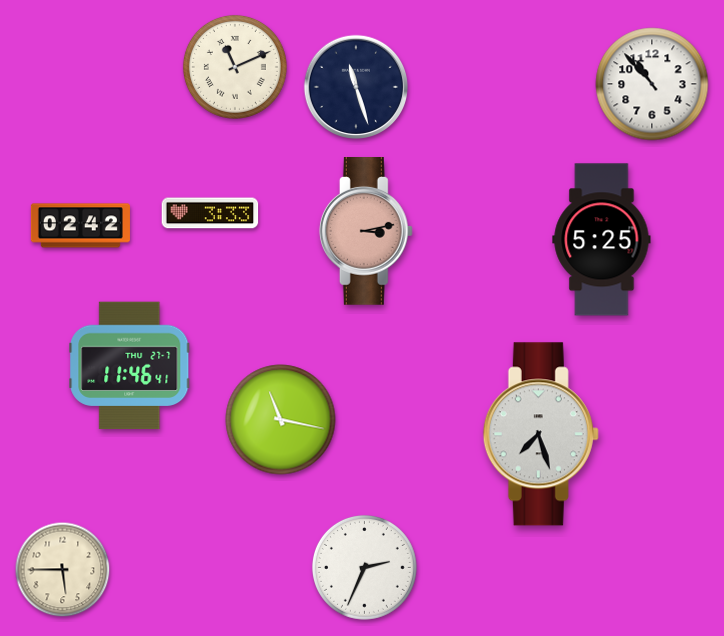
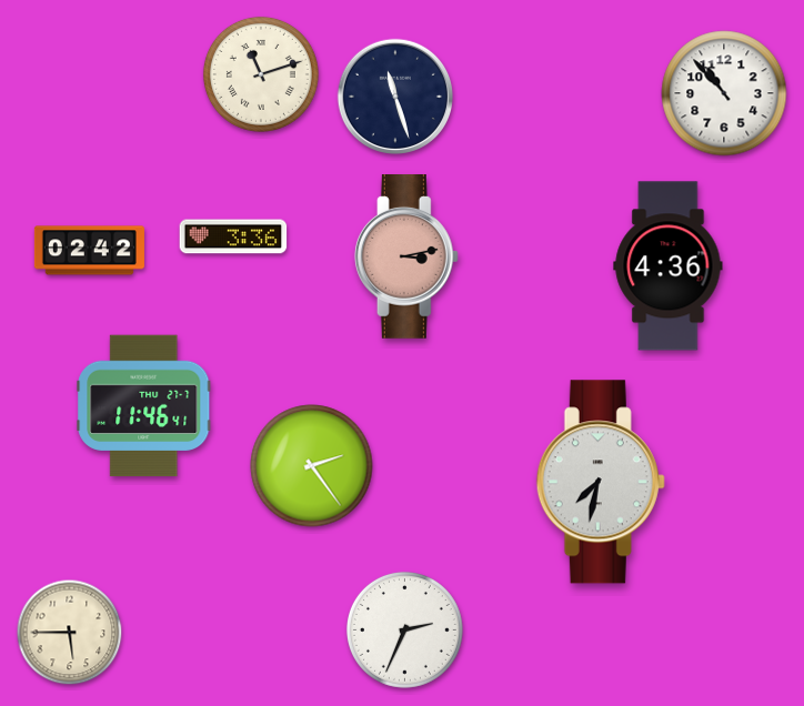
clock at (235, 67): 11:11 -> 11:12
clock at (210, 213): 3:33 -> 3:36
clock at (602, 240): 5:25 -> 4:36
clock at (281, 420): 11:17 -> 2:24
clock at (541, 434): 7:27 -> 7:32
